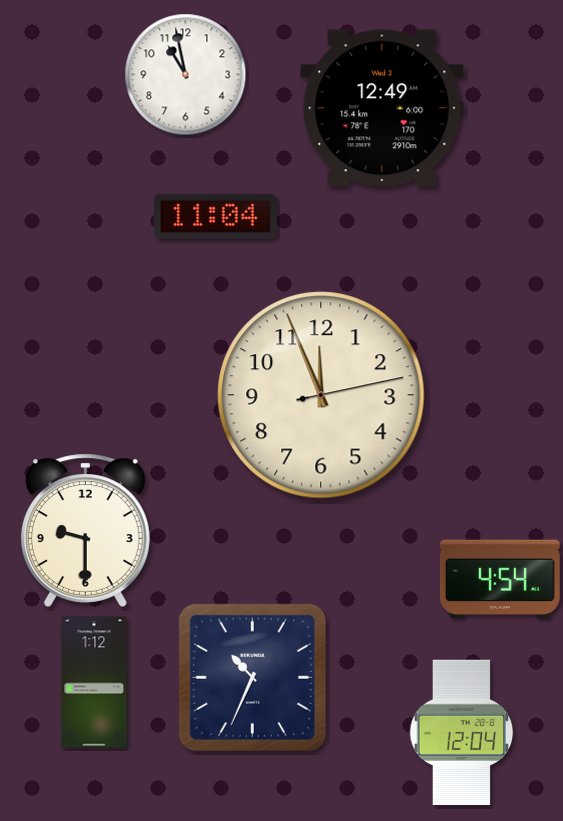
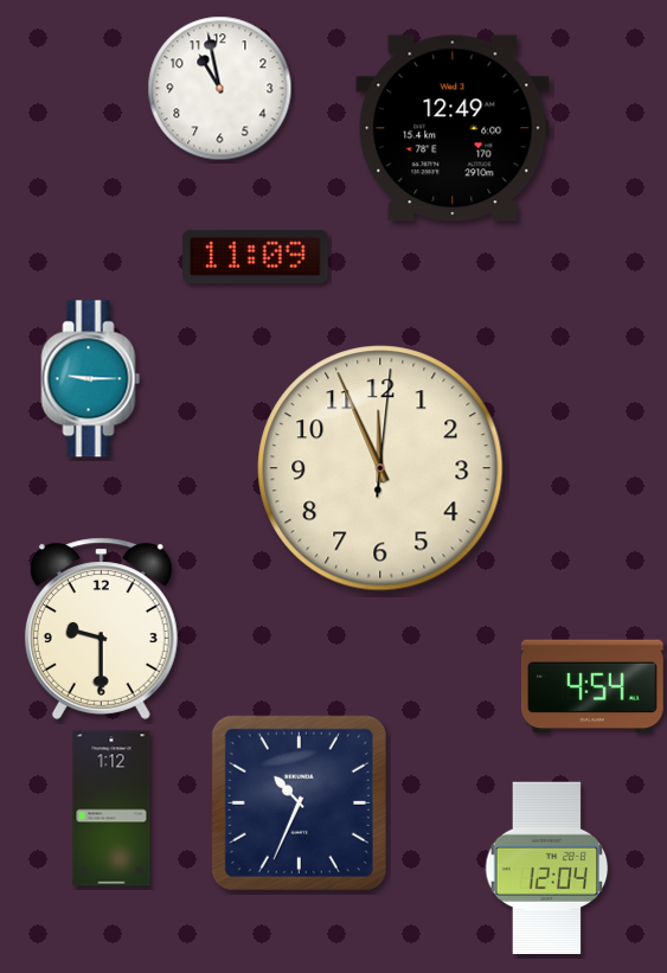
clock at (216, 216): 11:04 -> 11:09
clock at (91, 379): none -> 9:15
clock at (321, 395): 11:56:13 -> 11:56:01
